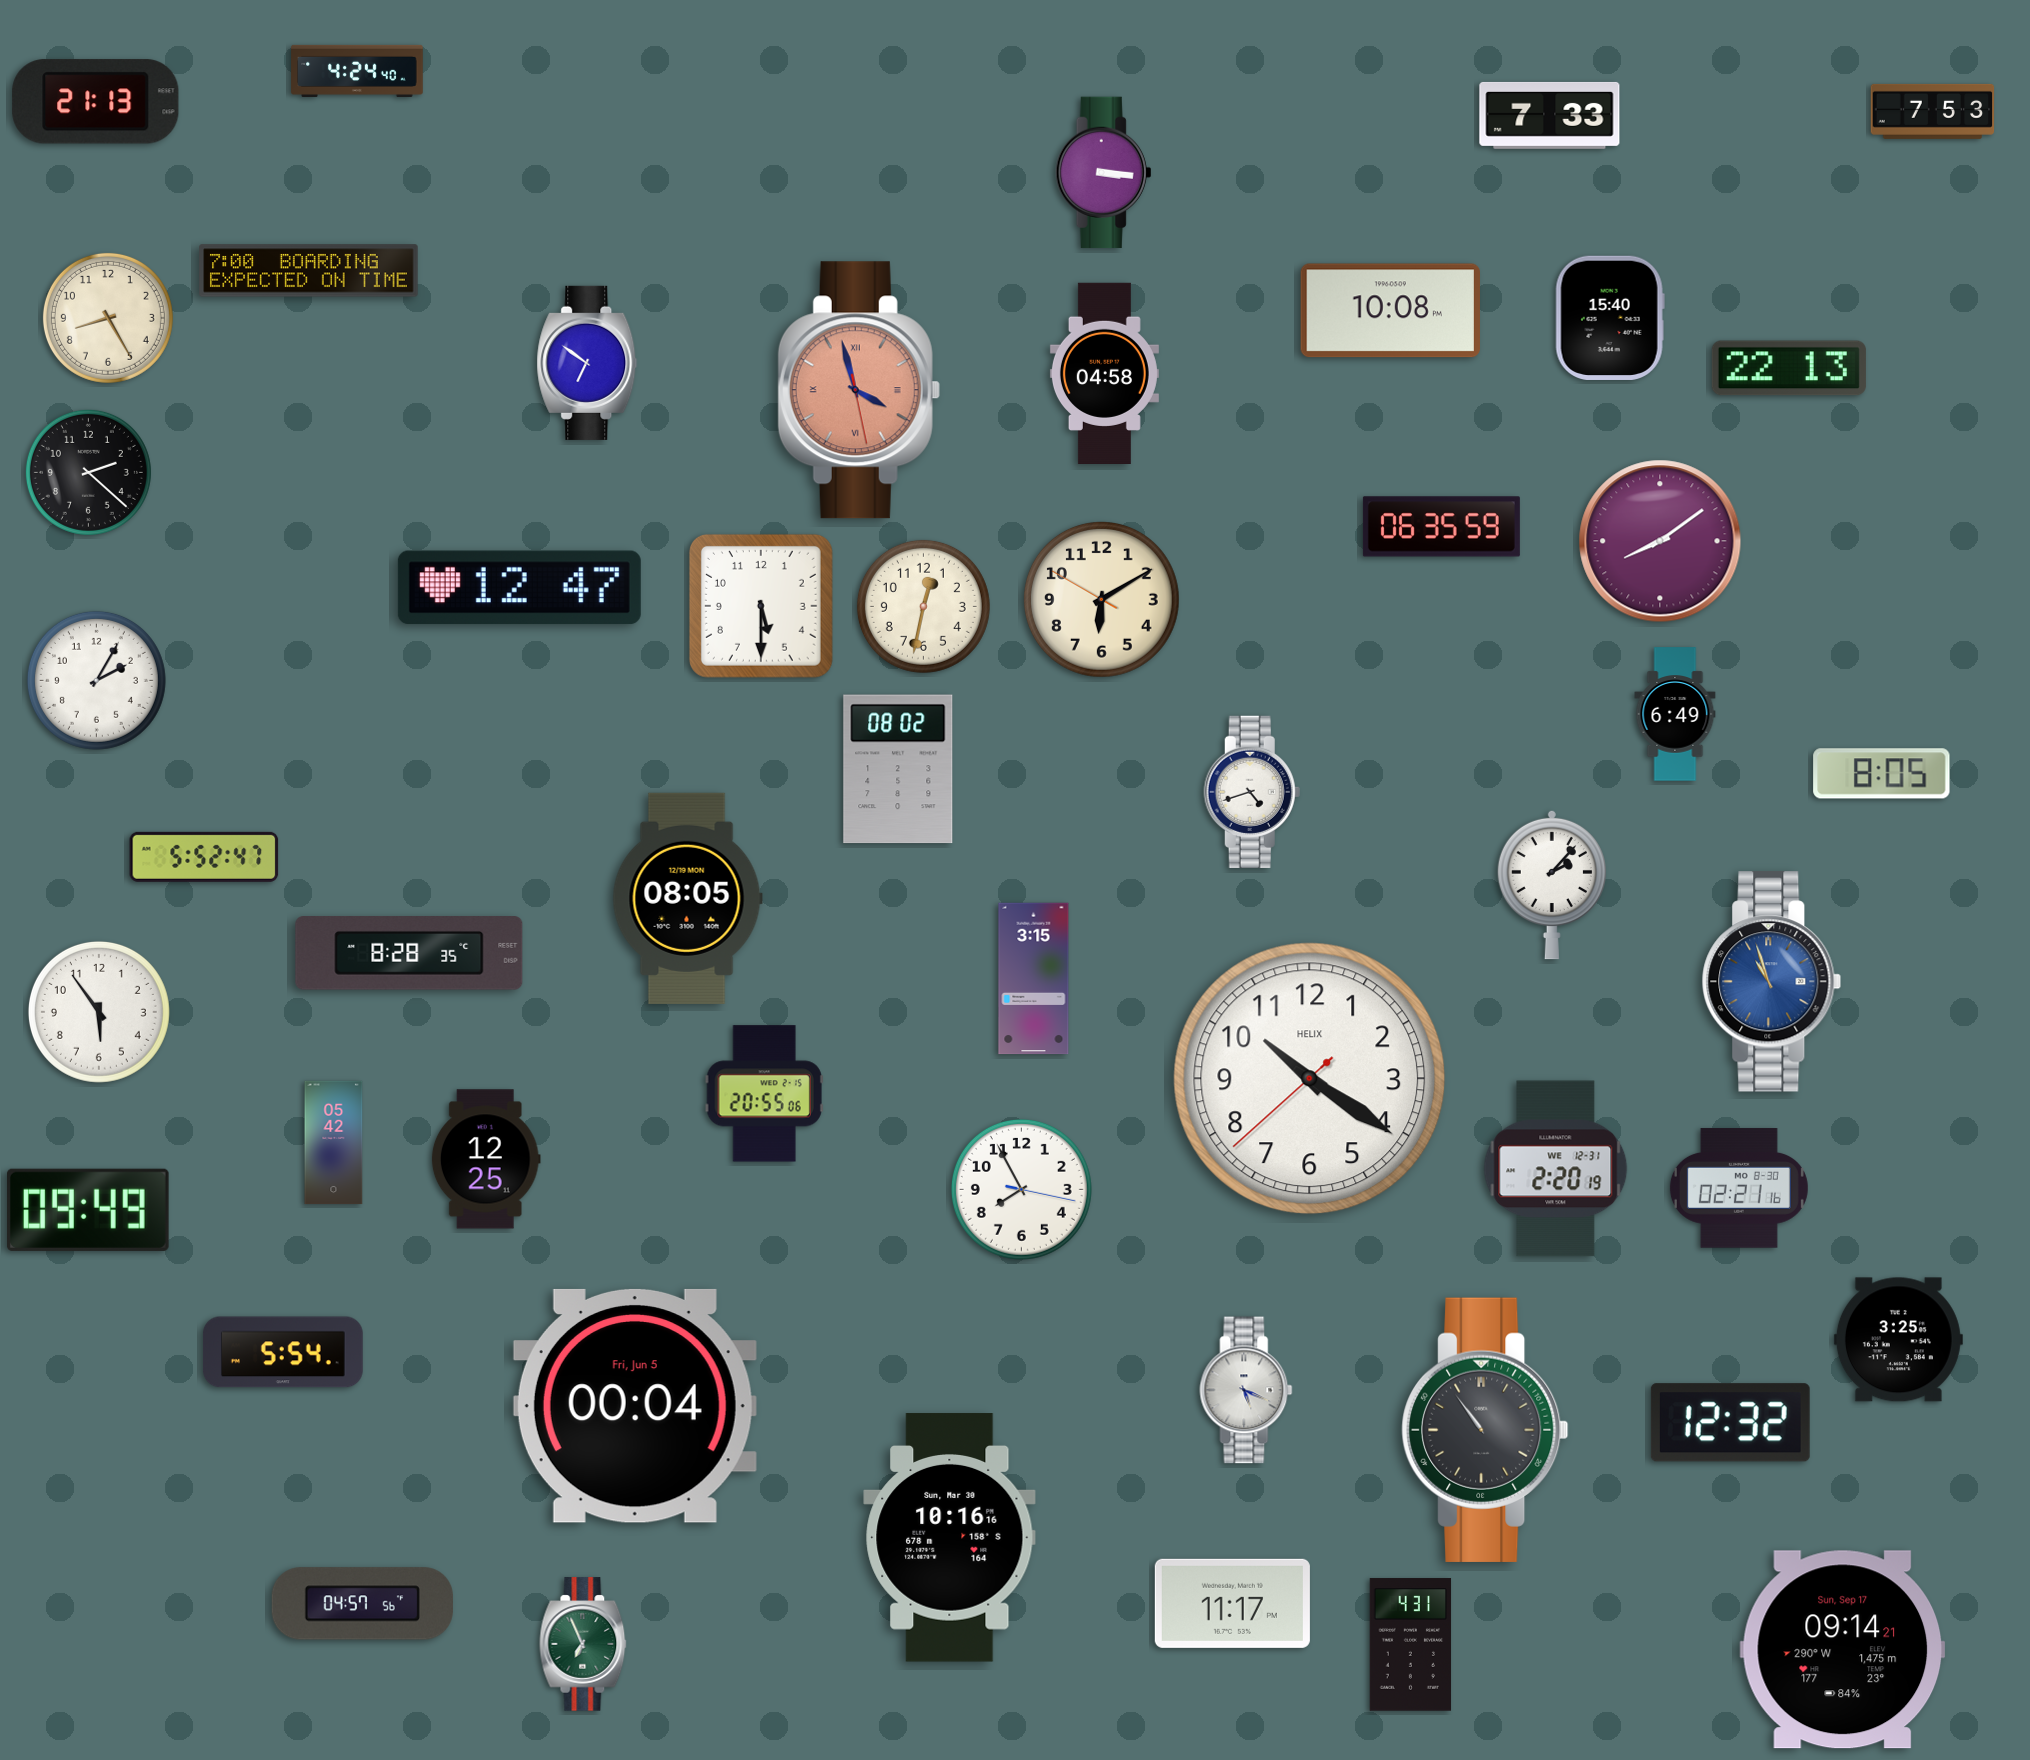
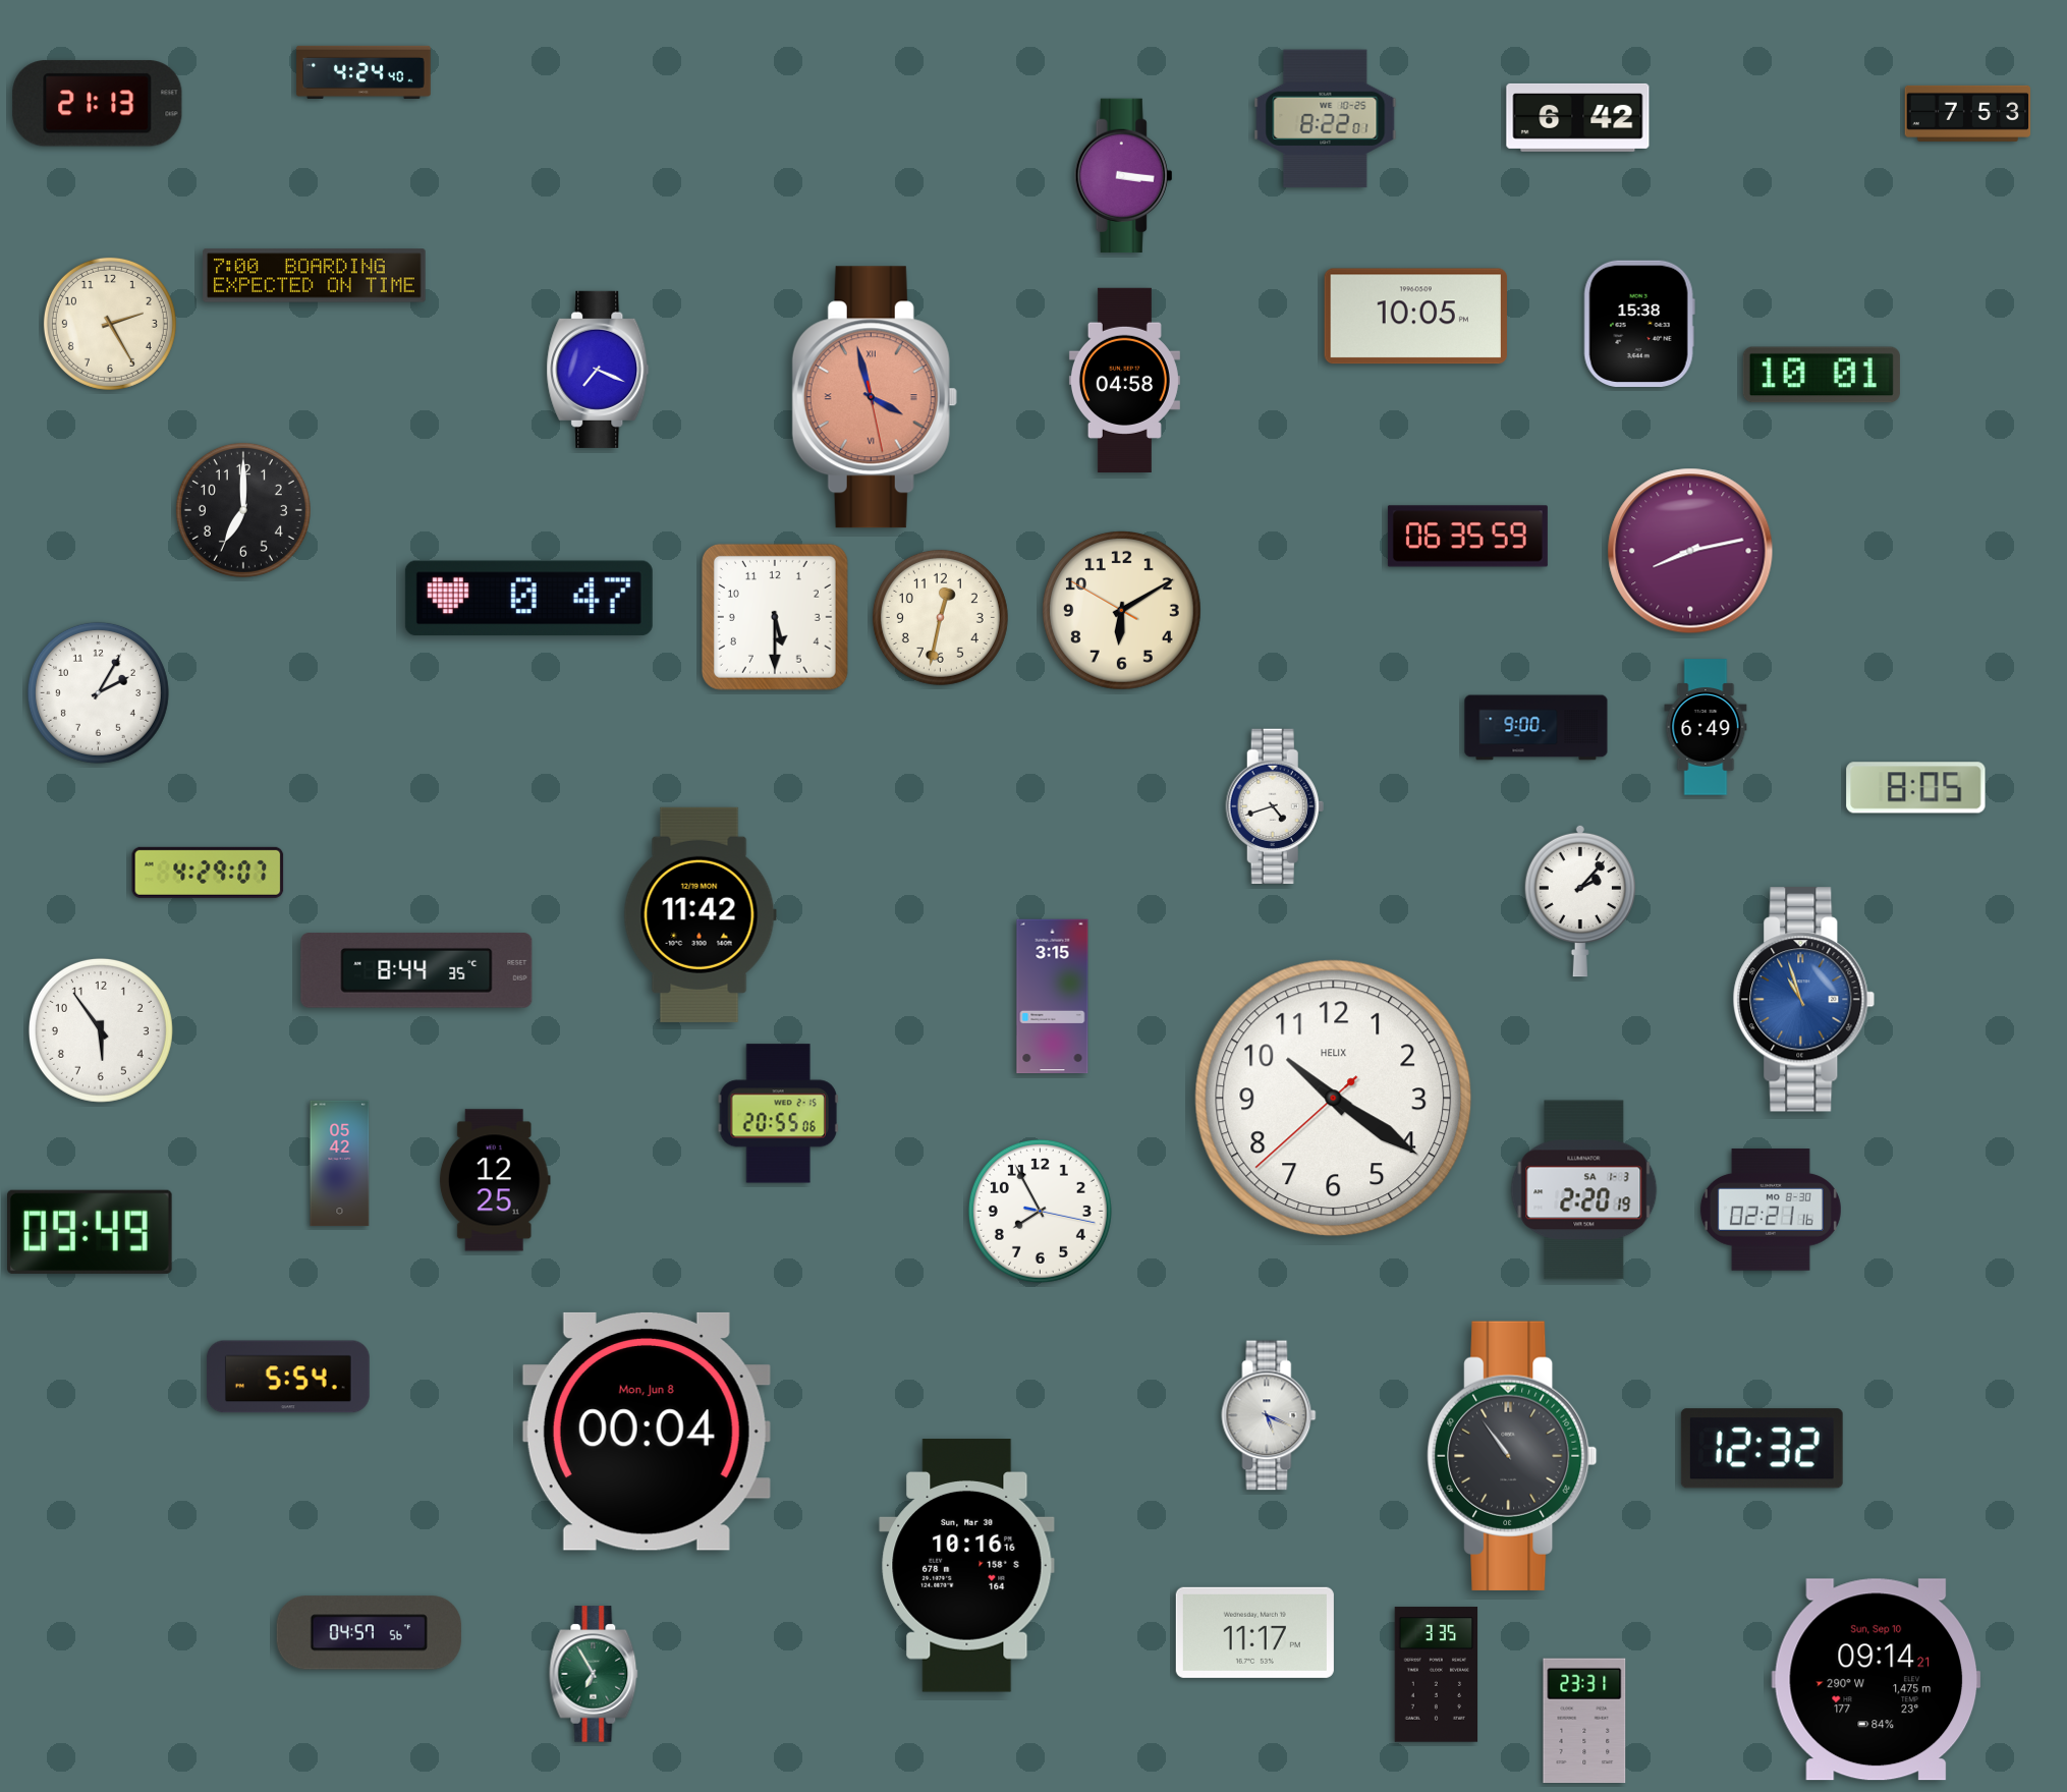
clock at (1550, 115): 7:33 -> 6:42
clock at (1326, 119): none -> 8:22
clock at (1390, 311): 10:08 -> 10:05
clock at (108, 318): 8:25 -> 2:25
clock at (1610, 318): 15:40 -> 15:38
clock at (587, 363): 6:51 -> 7:19
clock at (1789, 368): 22:13 -> 10:01
clock at (88, 472): 2:22 -> none
clock at (243, 510): none -> 7:00
clock at (1660, 541): 8:09 -> 8:13
clock at (519, 588): 12:47 -> 0:47
clock at (1537, 728): none -> 9:00
clock at (898, 769): 08:02 -> none
clock at (204, 857): 5:52 -> 4:29
clock at (687, 898): 08:05 -> 11:42
clock at (409, 953): 8:28 -> 8:44
clock at (1556, 1169) date: WE 12-31 -> SA 1-3
clock at (1898, 1340): 3:25 -> none
clock at (635, 1406) date: Fri, Jun 5 -> Mon, Jun 8
clock at (583, 1644): 6:56 -> 6:55
clock at (1411, 1645): 4:31 -> 3:35
clock at (1843, 1650) date: Sun, Sep 17 -> Sun, Sep 10
clock at (1584, 1721): none -> 23:31
